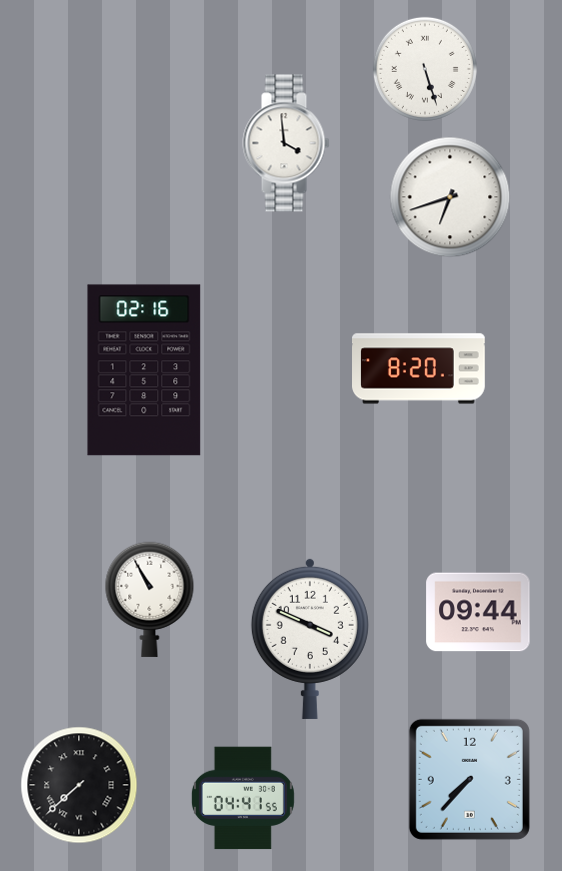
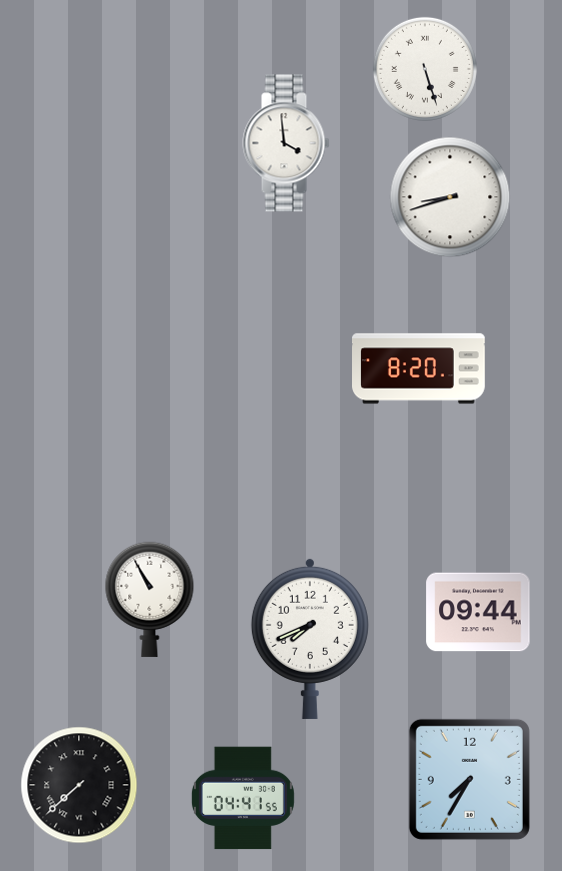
clock at (450, 197): 6:42 -> 8:42
clock at (144, 370): 02:16 -> none
clock at (310, 638): 3:49 -> 7:41
clock at (469, 779): 7:37 -> 7:35
